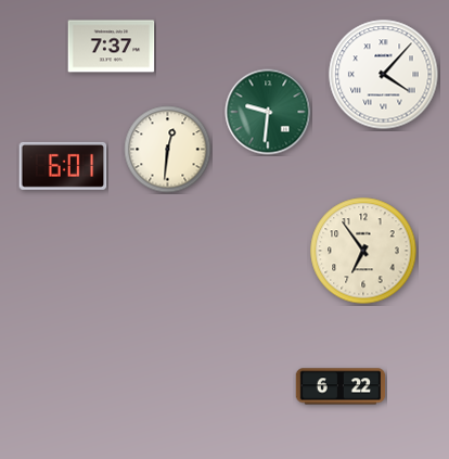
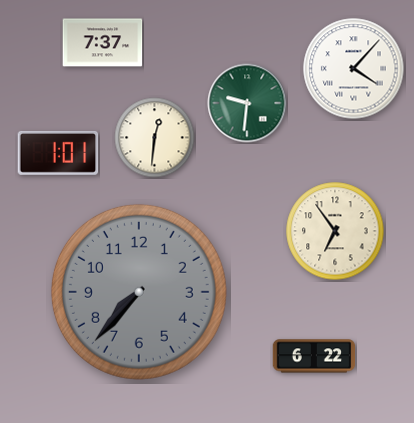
clock at (63, 166): 6:01 -> 1:01
clock at (139, 292): none -> 7:37
